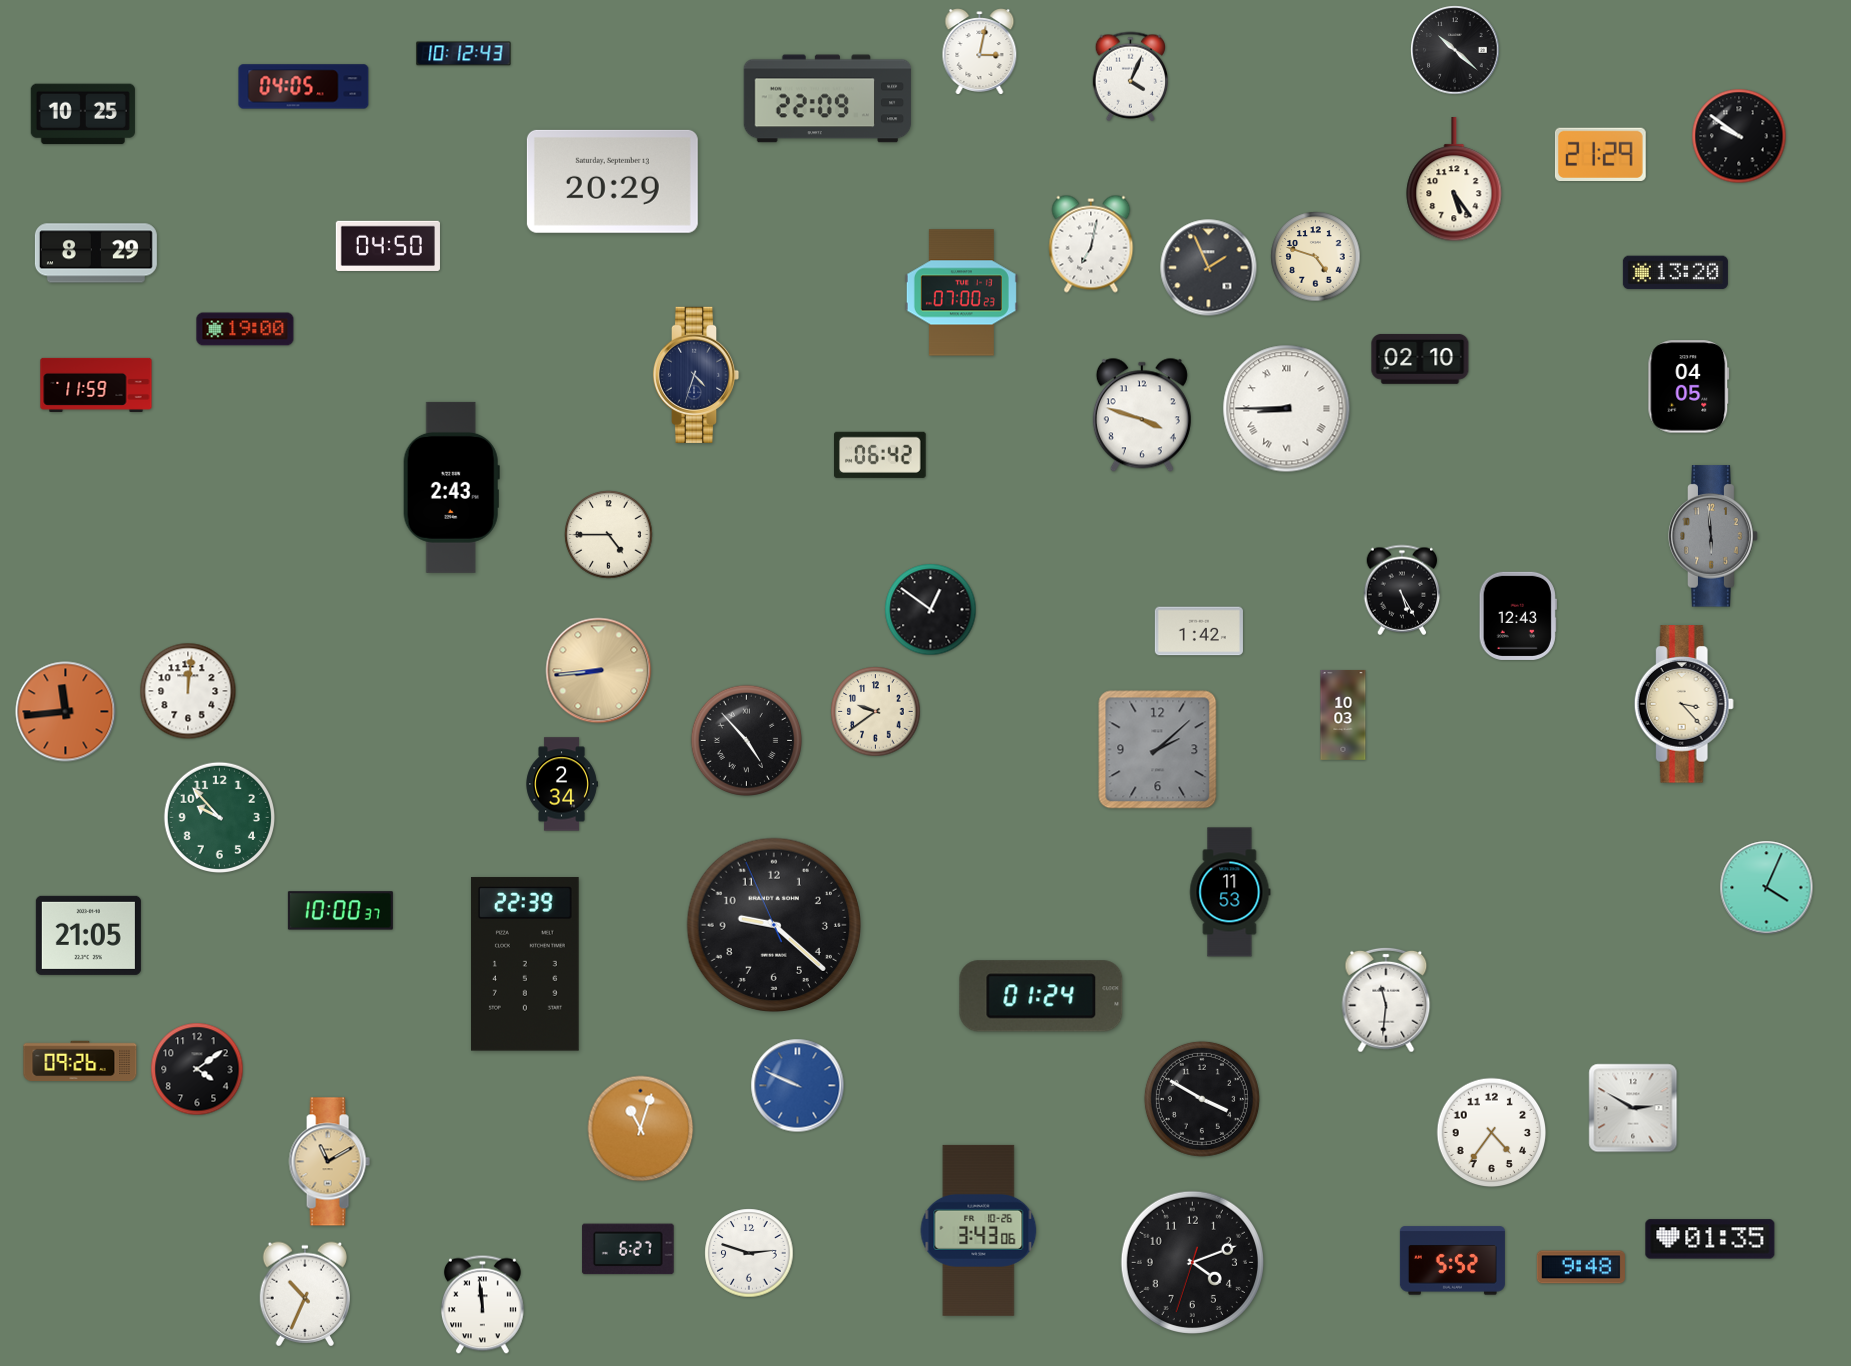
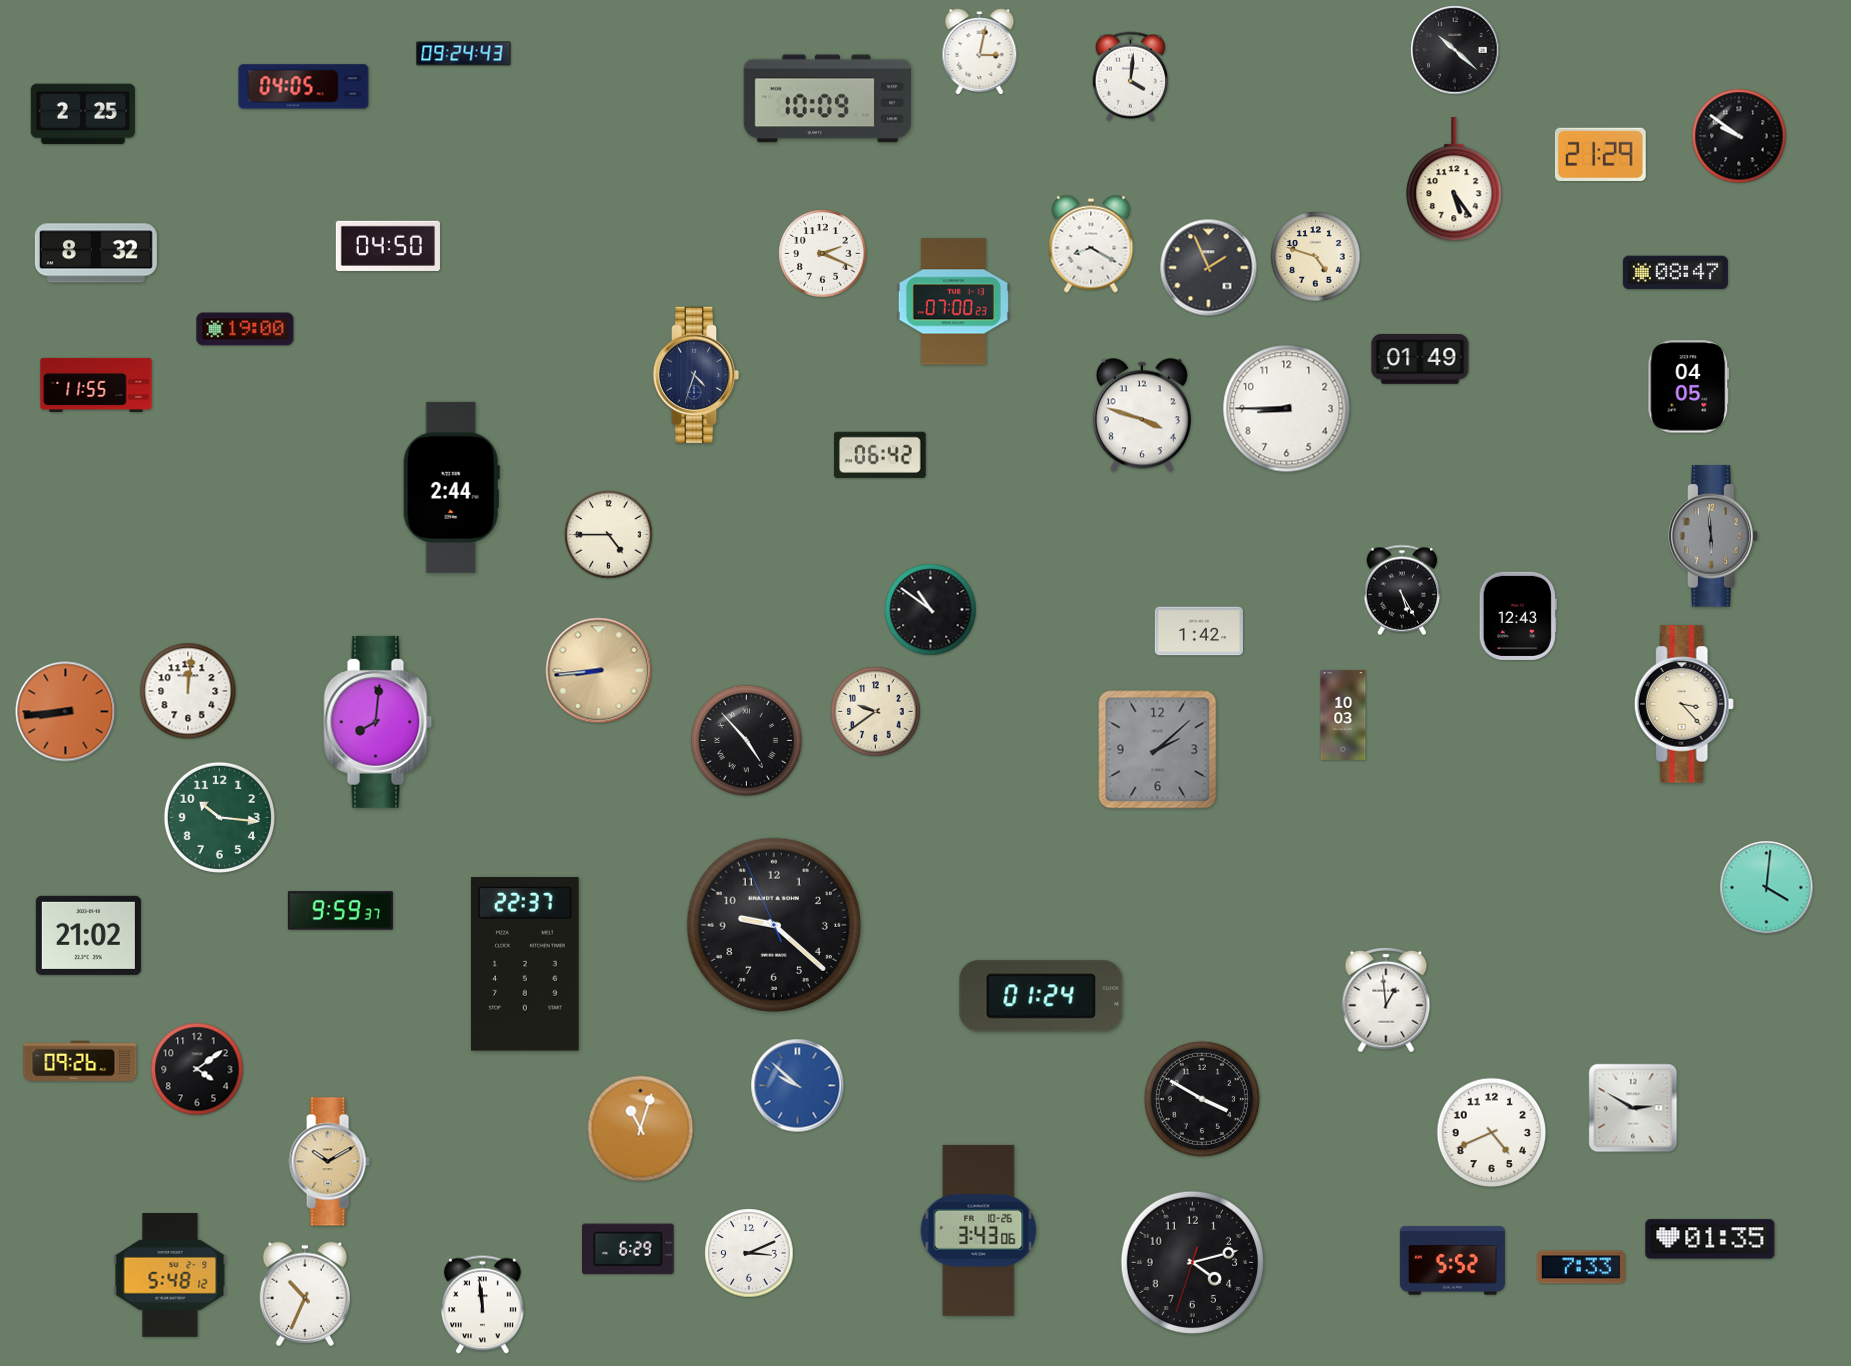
clock at (464, 54): 10:12 -> 09:24
clock at (1130, 77): 4:04 -> 4:01
clock at (828, 99): 22:09 -> 10:09
clock at (83, 114): 10:25 -> 2:25
clock at (612, 181): 20:29 -> none
clock at (1091, 244): 7:02 -> 8:20
clock at (96, 253): 8:29 -> 8:32
clock at (823, 254): none -> 2:19
clock at (1675, 273): 13:20 -> 08:47
clock at (961, 293) position: (961, 293) -> (953, 302)
clock at (1420, 359): 02:10 -> 01:49
clock at (96, 385): 11:59 -> 11:55
clock at (1287, 409) numerals: Roman -> Arabic
clock at (451, 487): 2:43 -> 2:44
clock at (931, 610): 12:51 -> 10:51
clock at (66, 712): 11:44 -> 8:44
clock at (378, 722): none -> 8:01
clock at (562, 784): 2:34 -> none
clock at (219, 817): 9:53 -> 10:16
clock at (1767, 888): 4:04 -> 4:01
clock at (1230, 892): 11:53 -> none
clock at (340, 911): 10:00 -> 9:59
clock at (88, 935): 21:05 -> 21:02
clock at (525, 964): 22:39 -> 22:37
clock at (1386, 1000): 11:31 -> 12:59
clock at (798, 1086): 9:49 -> 9:52
clock at (1492, 1133): 4:36 -> 4:41
clock at (329, 1162): 11:10 -> 10:10
clock at (628, 1249): 6:27 -> 6:29
clock at (749, 1253): 2:48 -> 3:11
clock at (1192, 1262): 4:11 -> 4:12
clock at (1581, 1267): 9:48 -> 7:33
clock at (170, 1275): none -> 5:48
